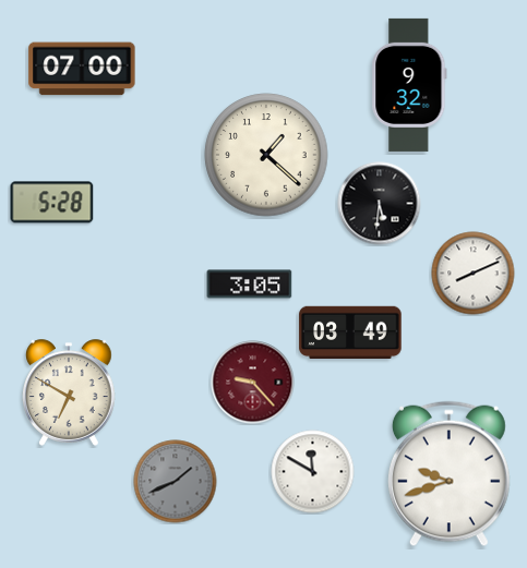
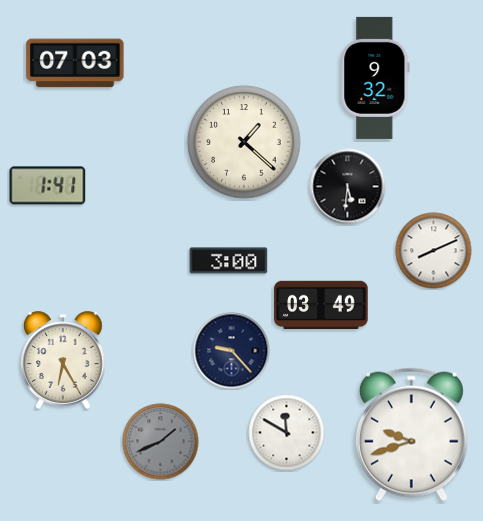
clock at (82, 69): 07:00 -> 07:03
clock at (52, 203): 5:28 -> 1:41
clock at (250, 285): 3:05 -> 3:00
clock at (253, 383) dial: burgundy -> navy
clock at (70, 392): 6:50 -> 6:25
